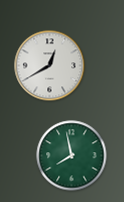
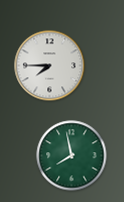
clock at (50, 66): 12:40 -> 7:45
